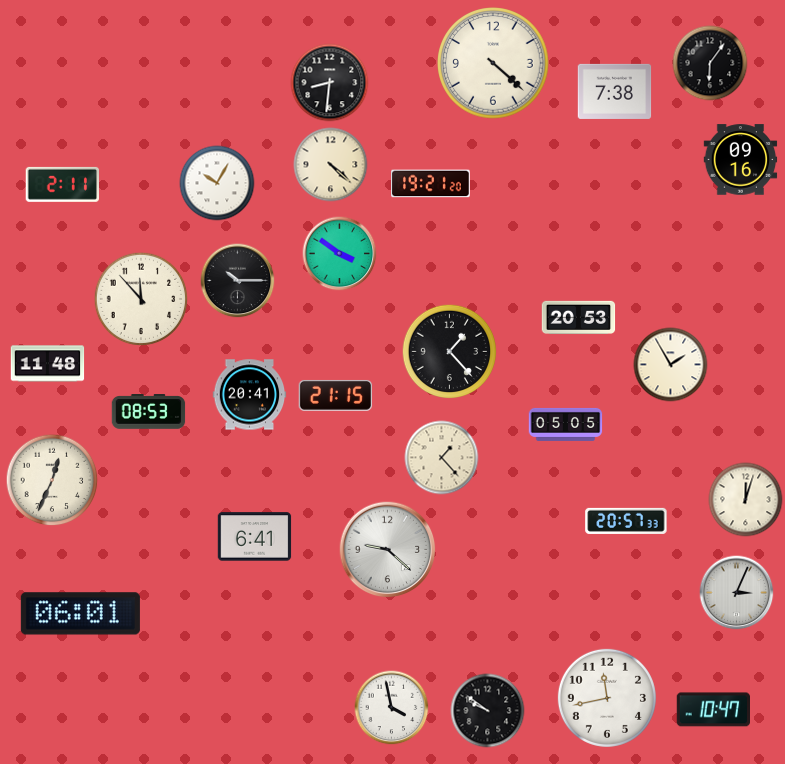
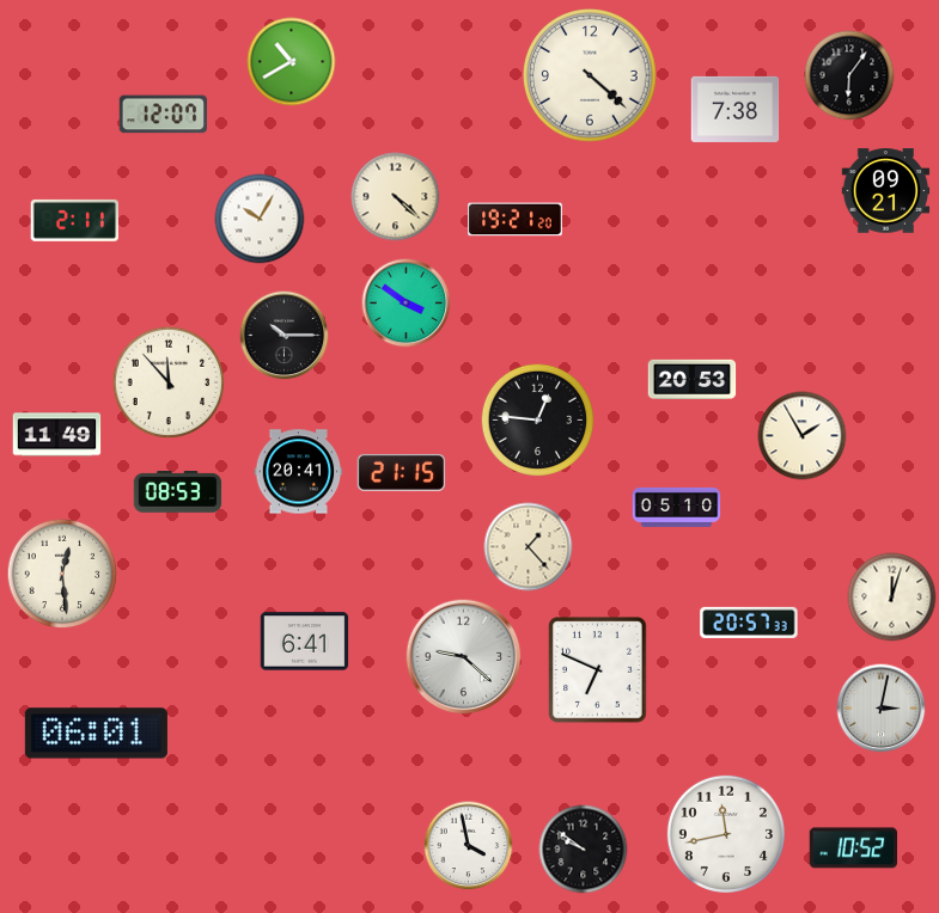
clock at (292, 62): none -> 10:40
clock at (330, 83): 8:31 -> none
clock at (164, 115): none -> 12:07
clock at (741, 160): 09:16 -> 09:21
clock at (141, 299) position: (141, 299) -> (169, 382)
clock at (450, 352): 1:23 -> 12:46
clock at (48, 364): 11:48 -> 11:49
clock at (566, 424): 05:05 -> 05:10
clock at (52, 480): 12:34 -> 12:29
clock at (598, 670): none -> 6:49
clock at (737, 593): 3:04 -> 3:02
clock at (714, 710): 10:47 -> 10:52
